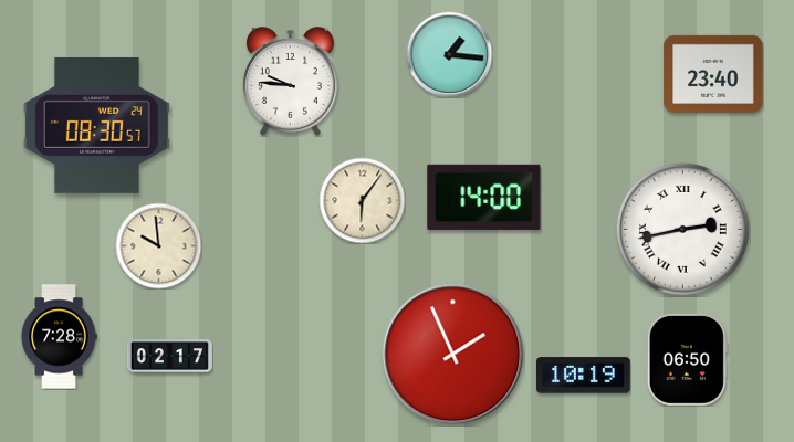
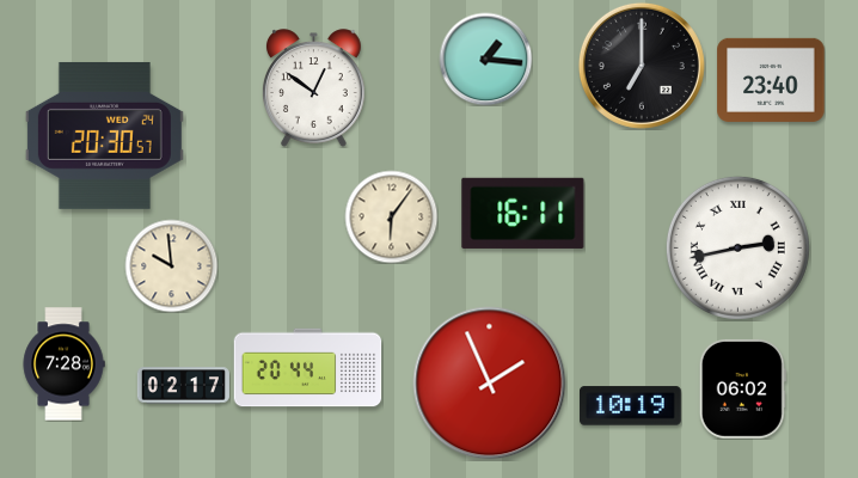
clock at (642, 66): none -> 7:00
clock at (290, 82): 9:46 -> 12:51
clock at (96, 125): 08:30 -> 20:30
clock at (484, 197): 14:00 -> 16:11
clock at (308, 368): none -> 20:44
clock at (687, 359): 06:50 -> 06:02
